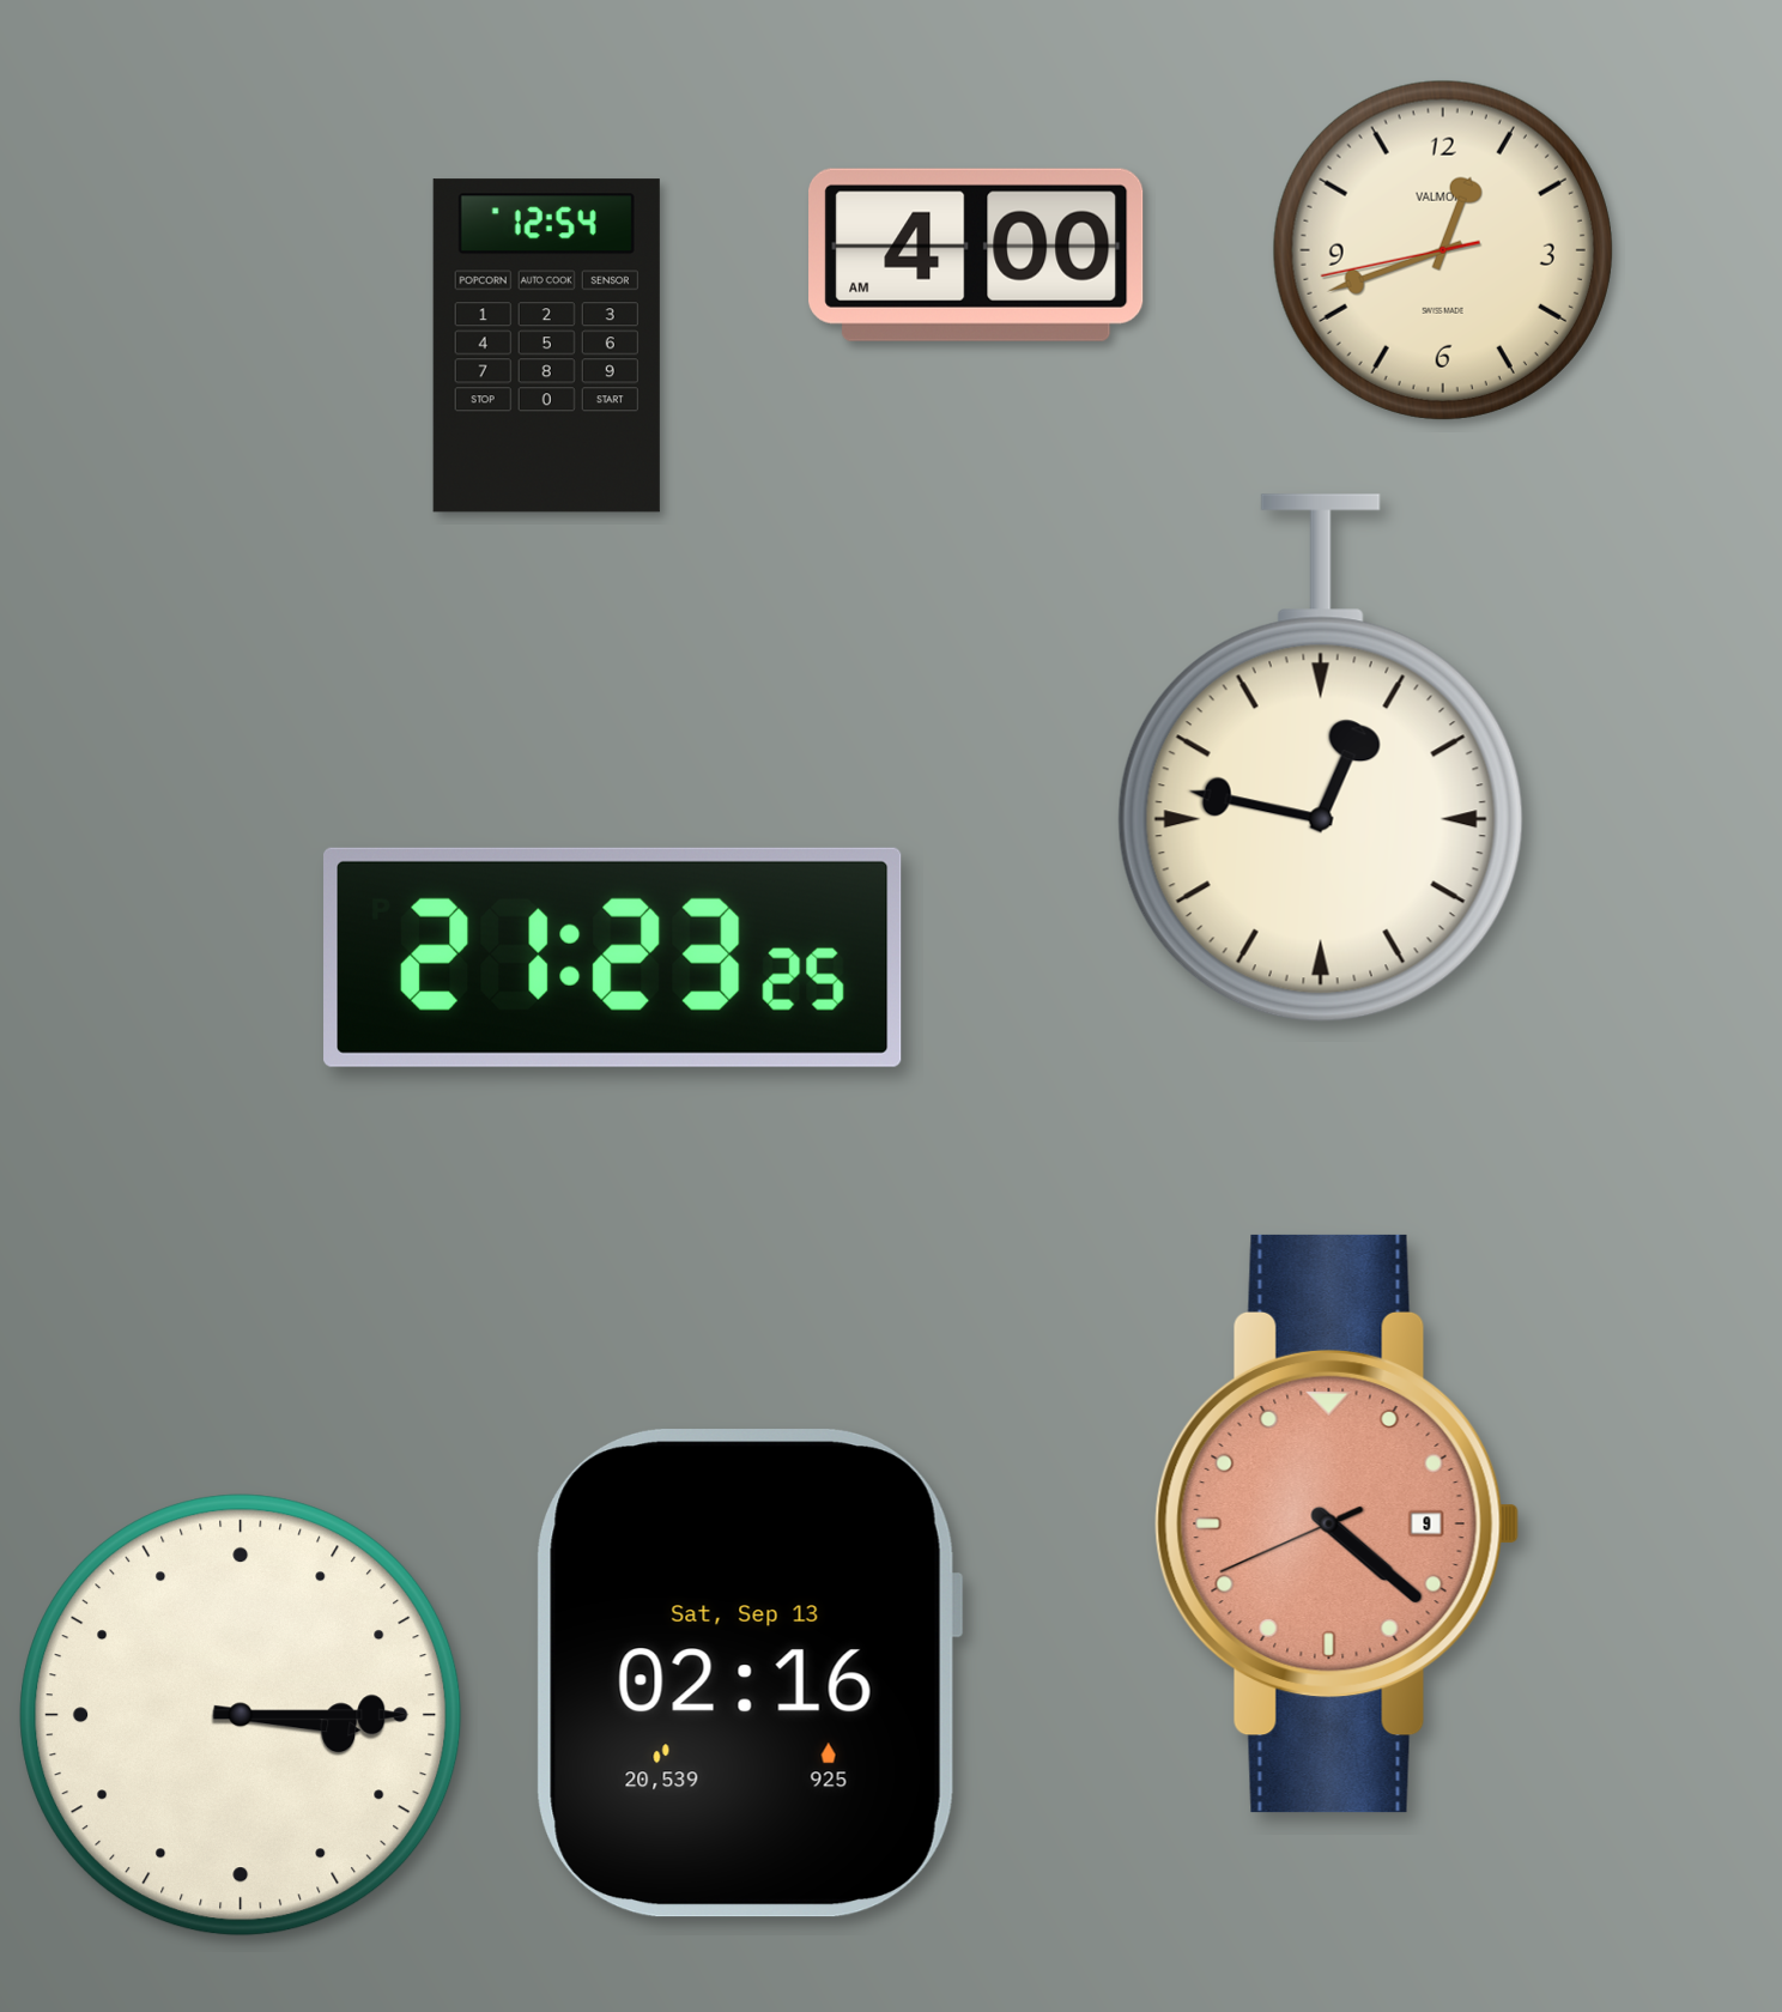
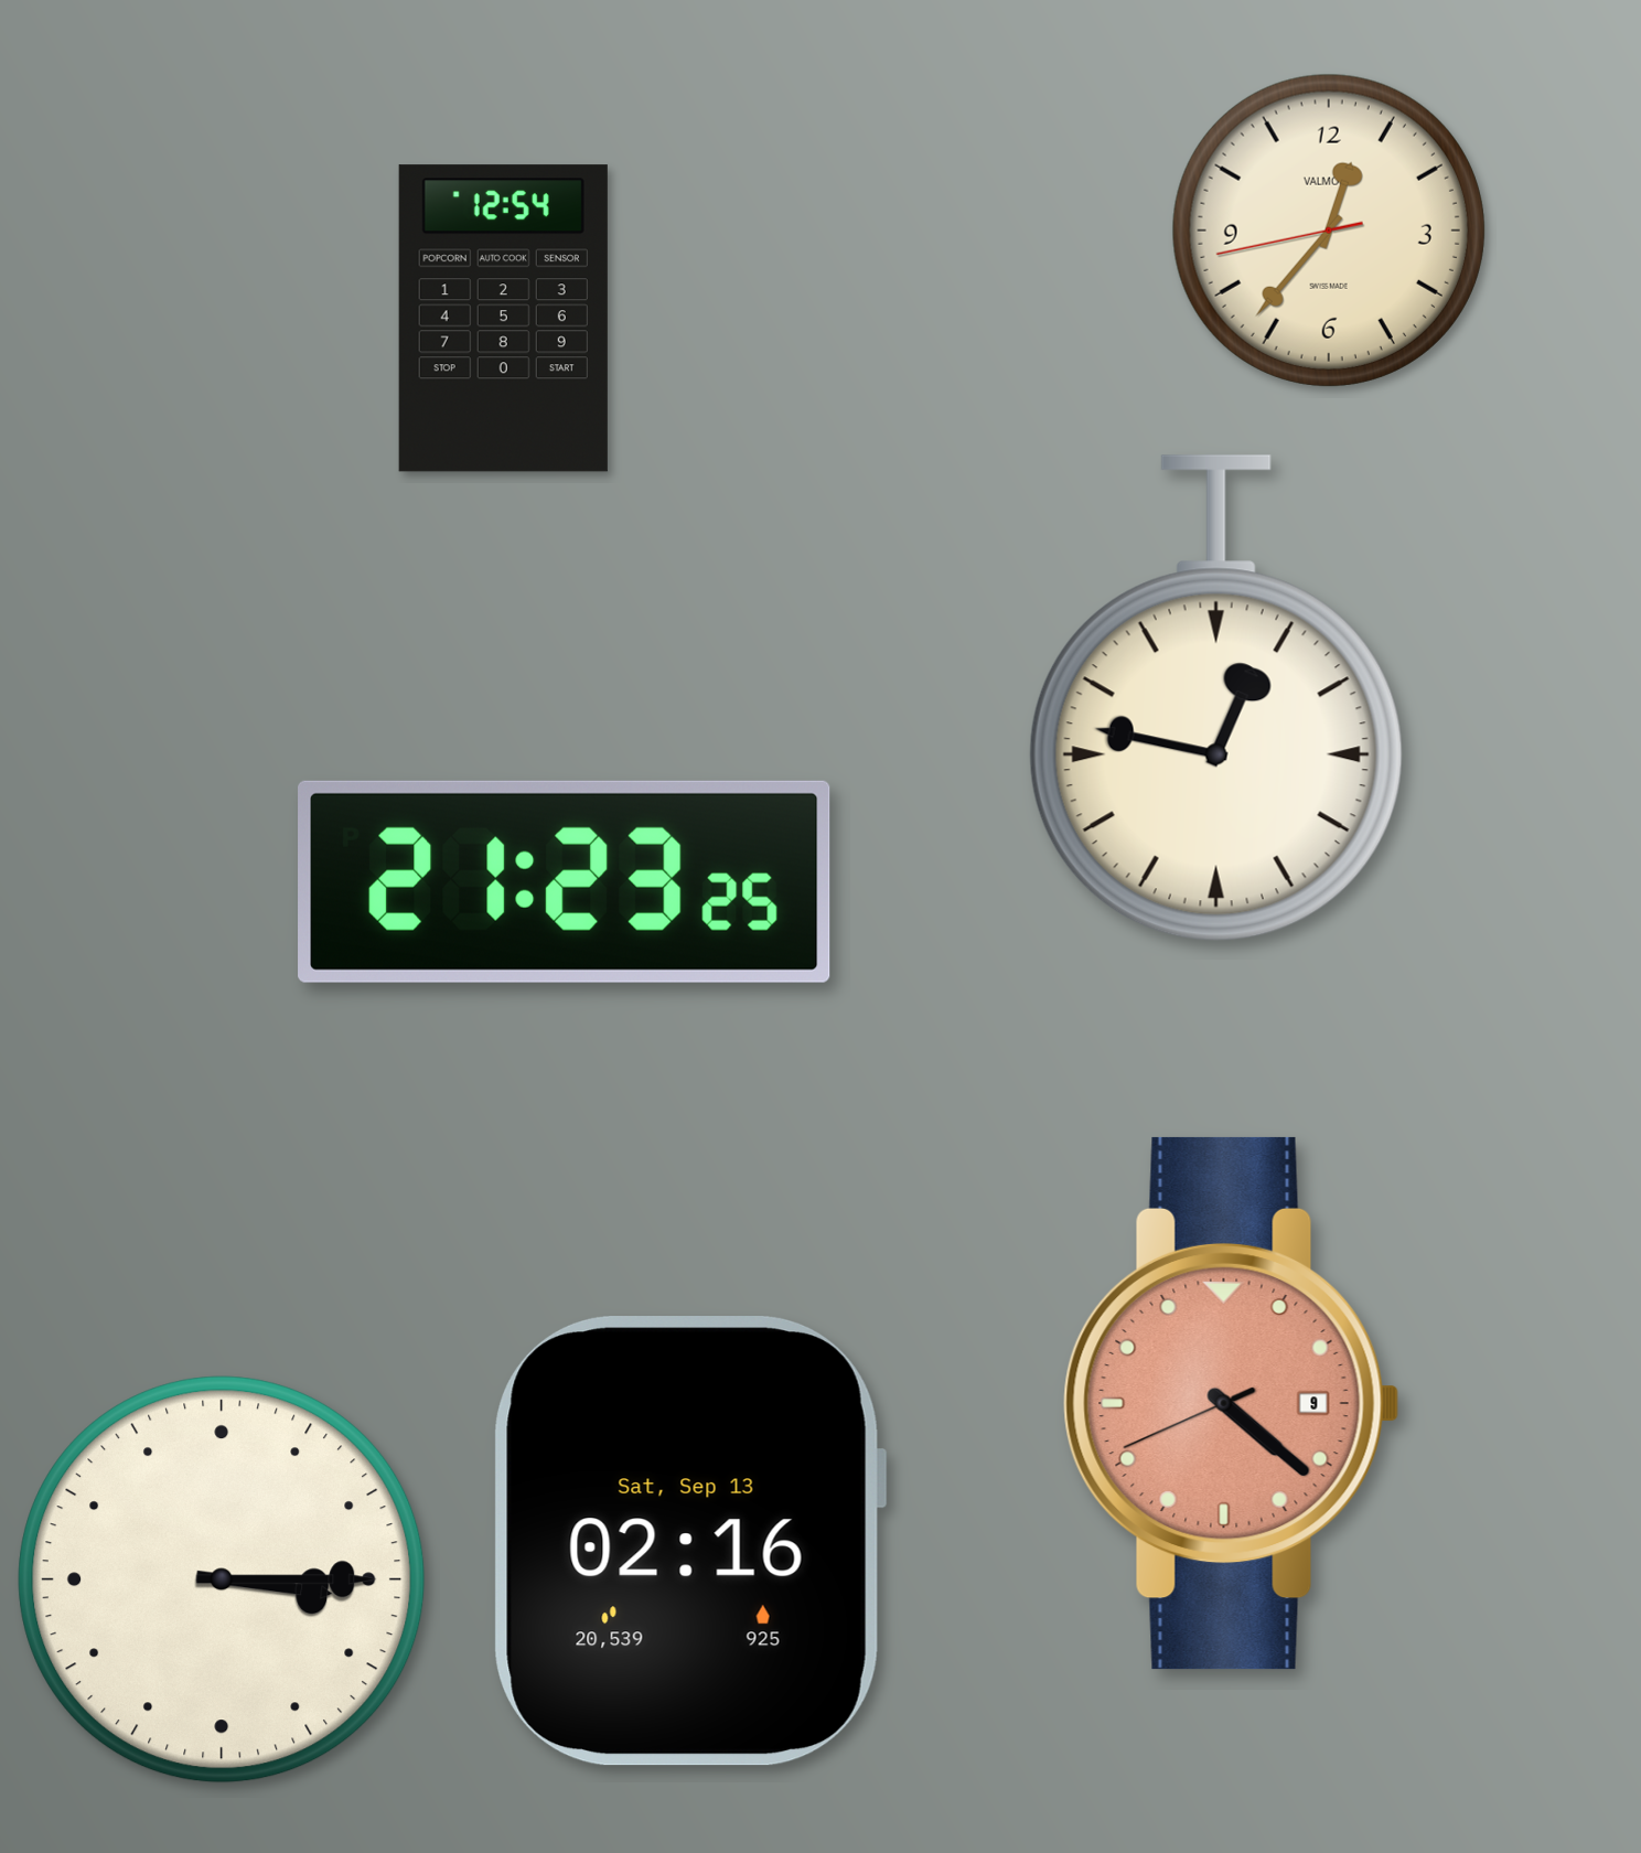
clock at (1443, 250): 12:41 -> 12:36
clock at (976, 255): 4:00 -> none
